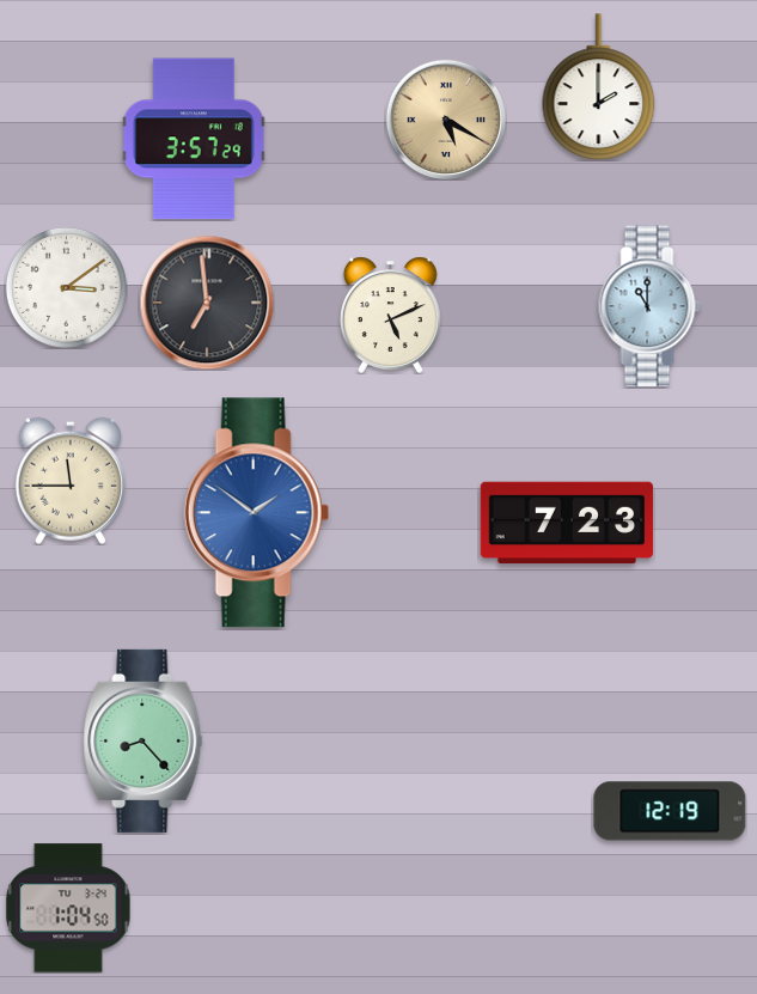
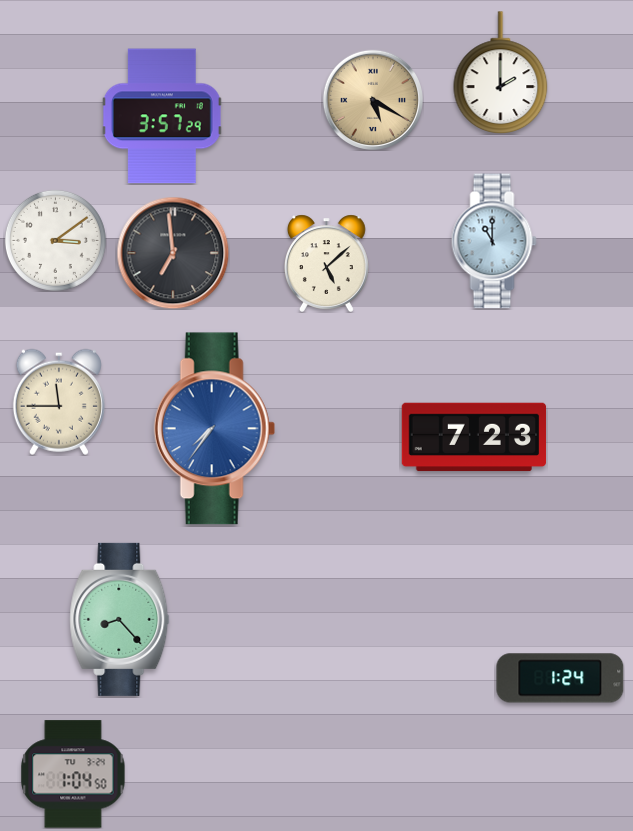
clock at (649, 306) position: (649, 306) -> (494, 241)
clock at (390, 315): 5:11 -> 5:08
clock at (256, 513): 1:51 -> 7:36
clock at (670, 811): 12:19 -> 1:24
clock at (68, 908) position: (68, 908) -> (73, 774)
